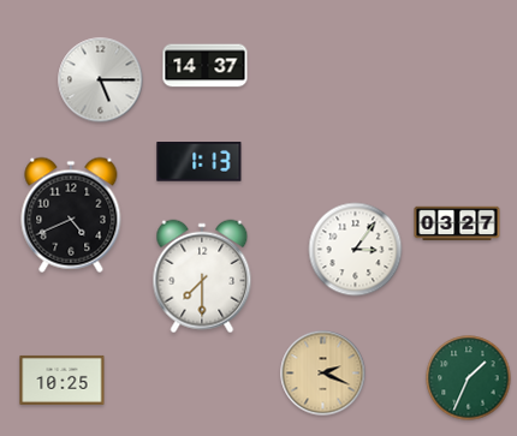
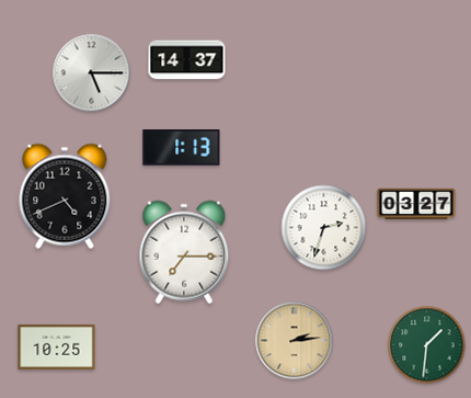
clock at (356, 250): 3:06 -> 2:33
clock at (202, 276): 7:30 -> 7:15
clock at (323, 374): 2:19 -> 2:14
clock at (469, 378): 1:34 -> 1:31
